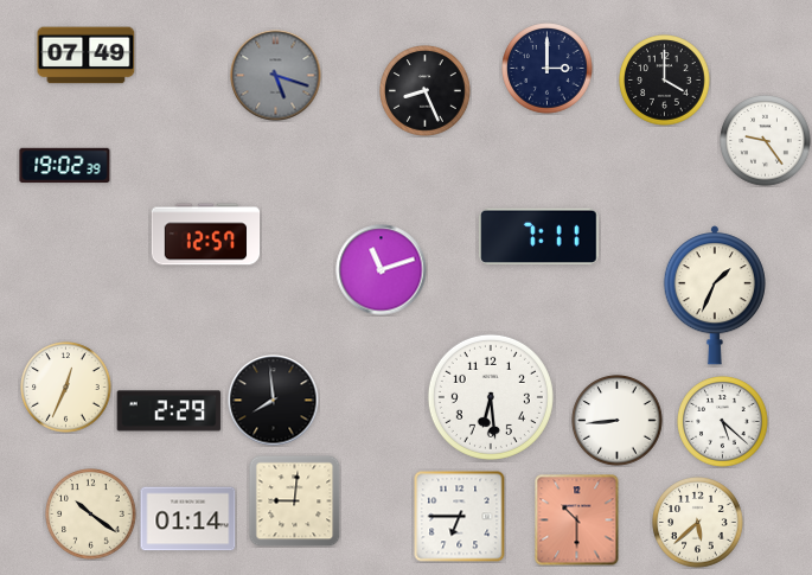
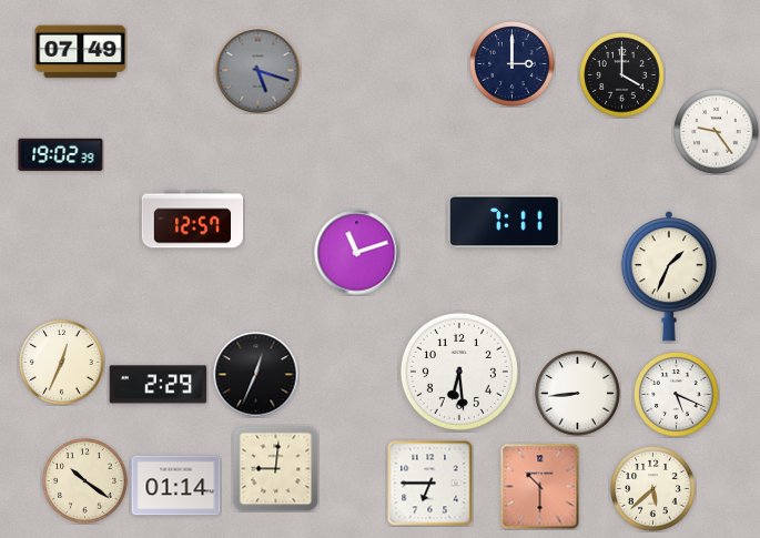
clock at (426, 91): 8:26 -> none
clock at (274, 401): 7:59 -> 12:34
clock at (723, 422): 5:22 -> 5:19
